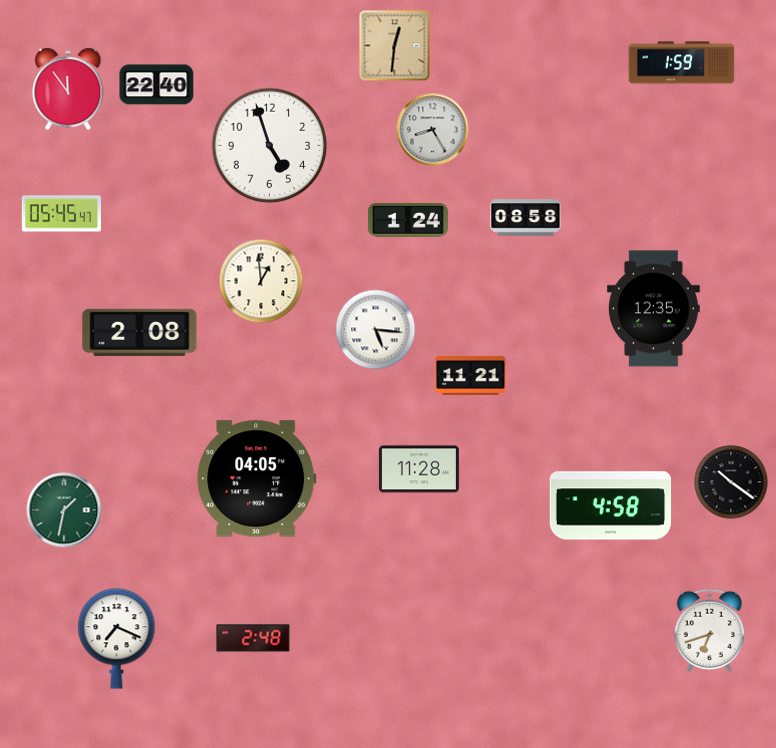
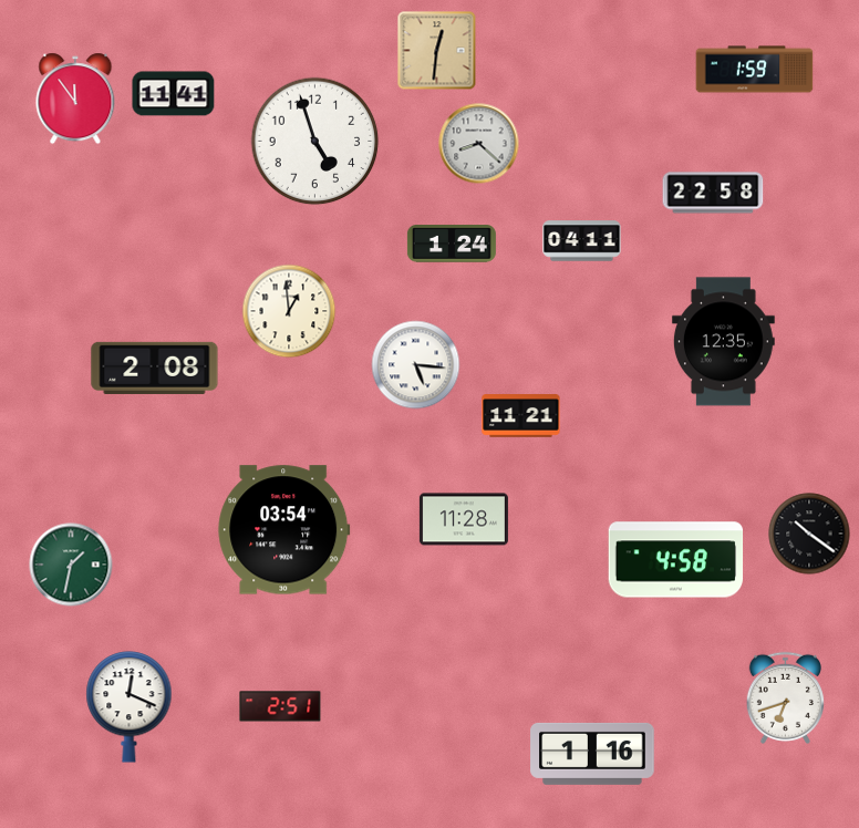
clock at (157, 85): 22:40 -> 11:41
clock at (433, 130): 8:25 -> 8:22
clock at (270, 146) position: (270, 146) -> (315, 142)
clock at (713, 193): none -> 22:58
clock at (61, 214): 05:45 -> none
clock at (526, 218): 08:58 -> 04:11
clock at (257, 479): 04:05 -> 03:54
clock at (253, 638): 2:48 -> 2:51
clock at (117, 639): 7:19 -> 12:19
clock at (592, 754): none -> 1:16
